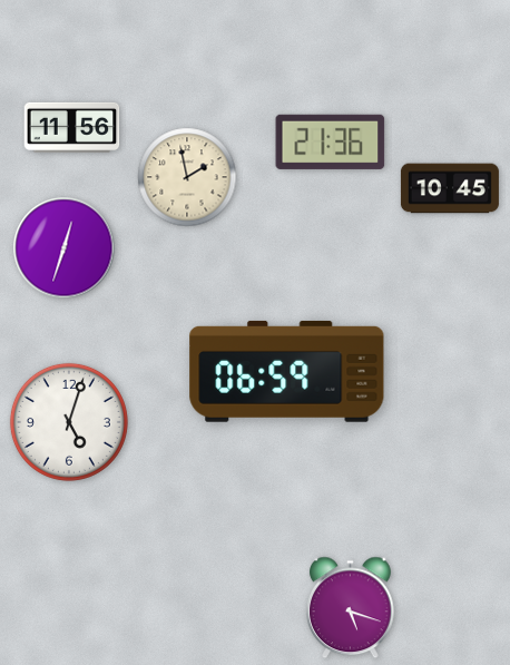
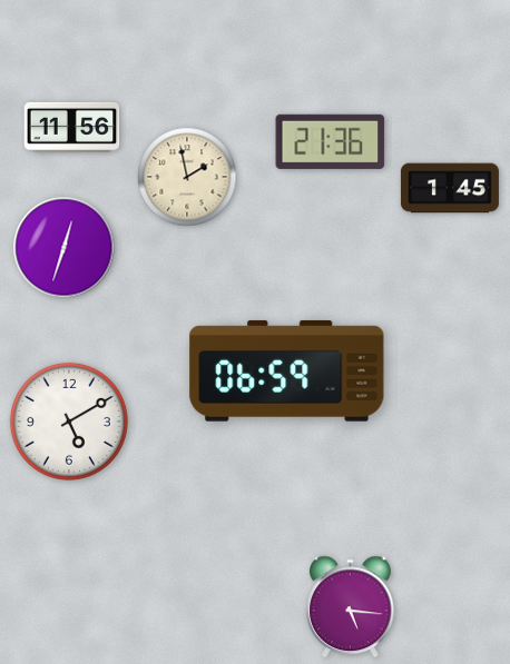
clock at (450, 188): 10:45 -> 1:45
clock at (69, 422): 5:03 -> 5:10
clock at (351, 608): 5:18 -> 5:16
